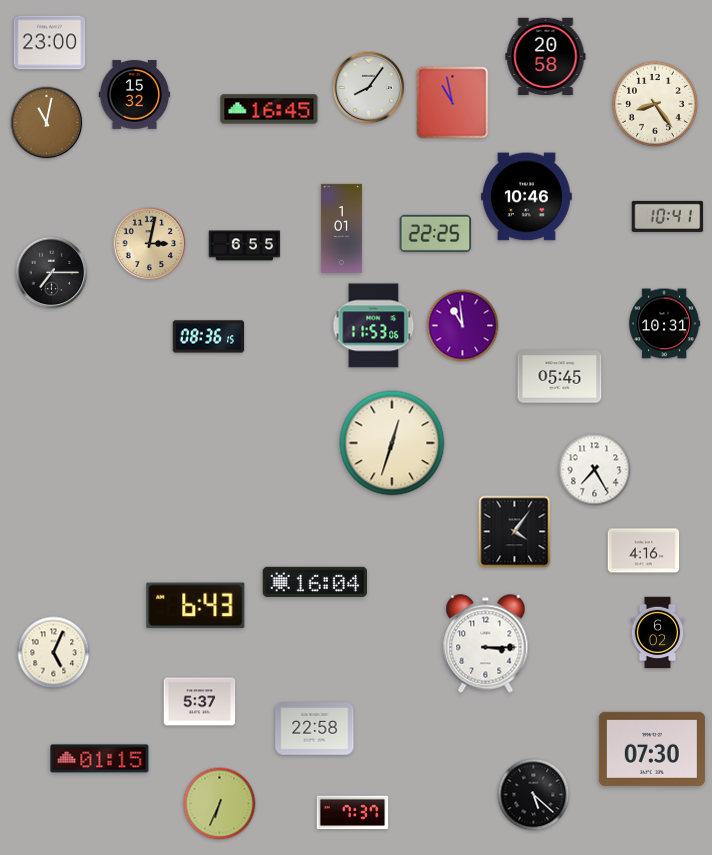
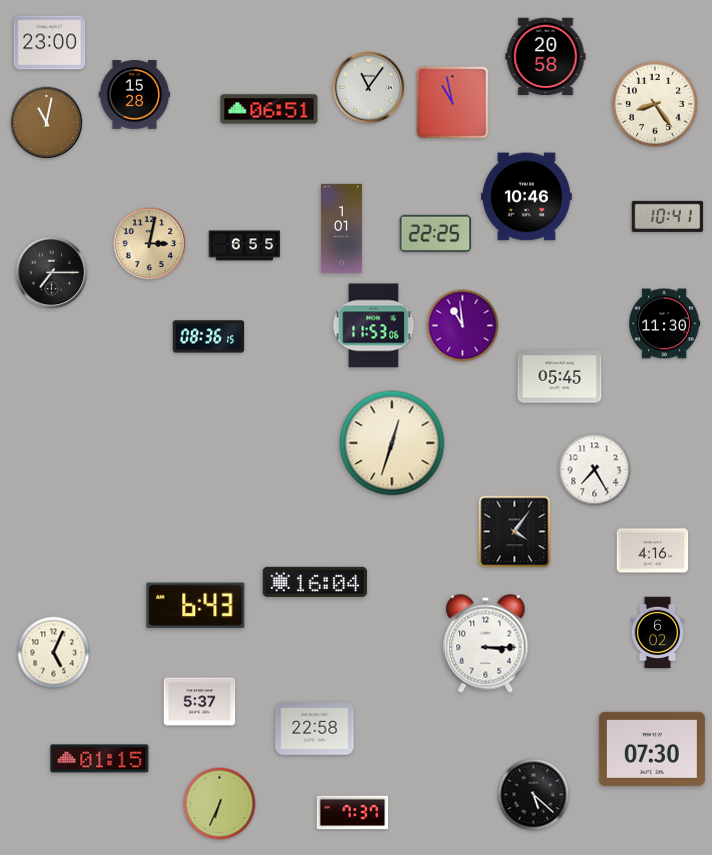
clock at (369, 88): 8:06 -> 11:06
clock at (135, 95): 15:32 -> 15:28
clock at (269, 109): 16:45 -> 06:51
clock at (665, 324): 10:31 -> 11:30
clock at (644, 551) position: (644, 551) -> (653, 551)
